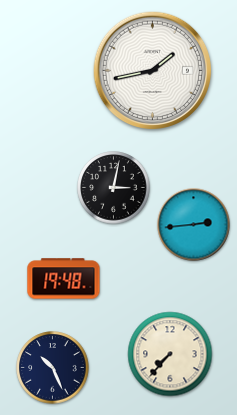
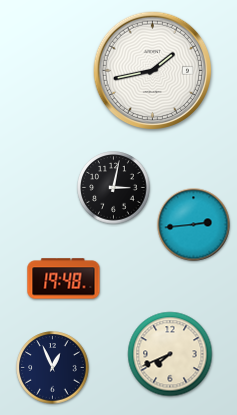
clock at (170, 354): 7:37 -> 7:41
clock at (53, 368): 10:26 -> 12:56
